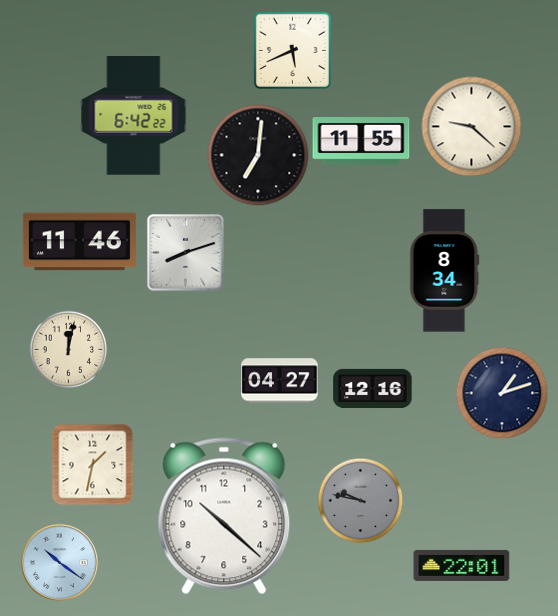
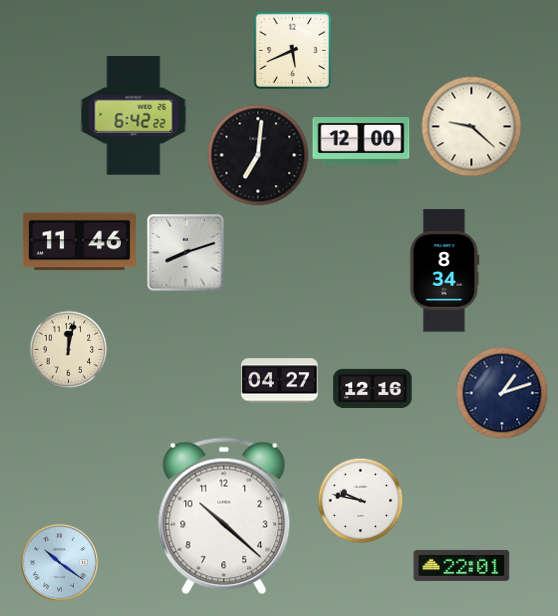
clock at (361, 142): 11:55 -> 12:00
clock at (92, 464): 1:32 -> none
clock at (360, 500) dial: grey -> white
